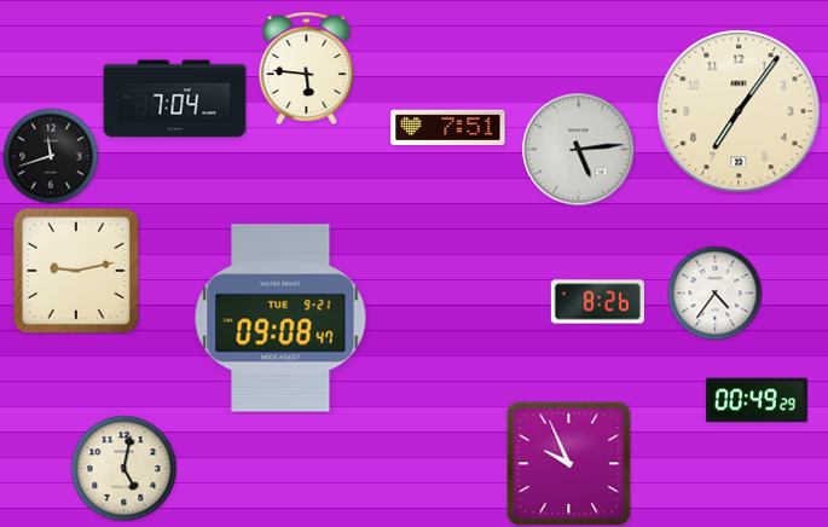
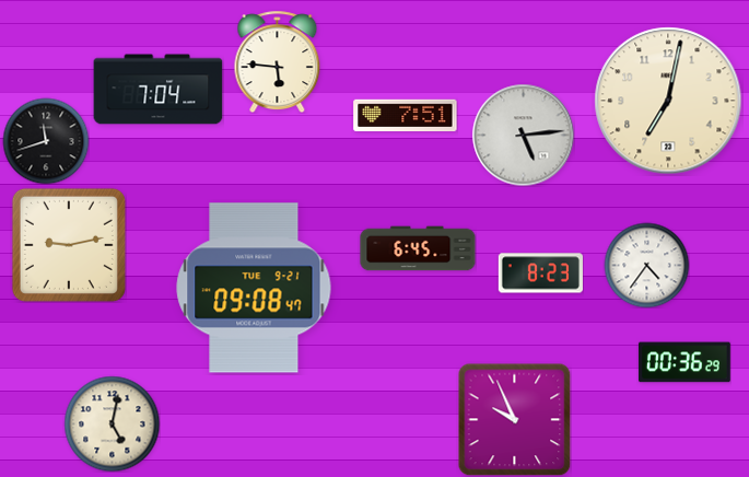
clock at (739, 111): 7:06 -> 7:02
clock at (418, 248): none -> 6:45
clock at (597, 302): 8:26 -> 8:23
clock at (757, 400): 00:49 -> 00:36
